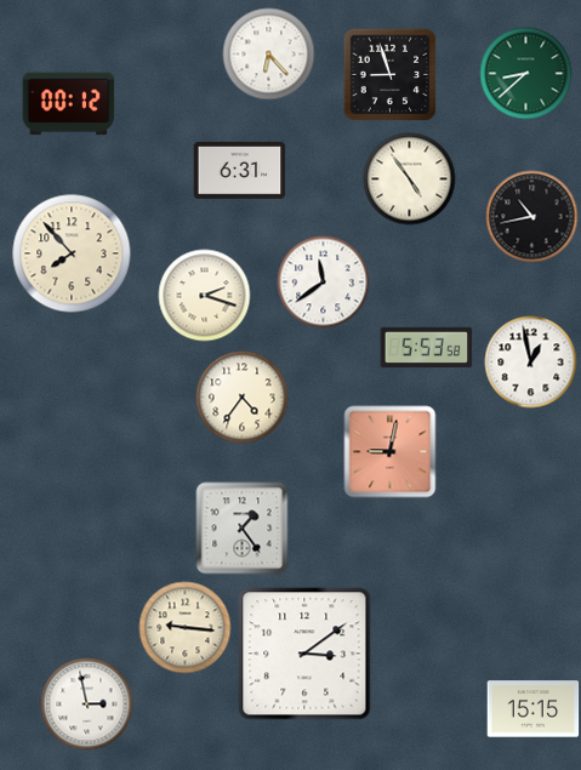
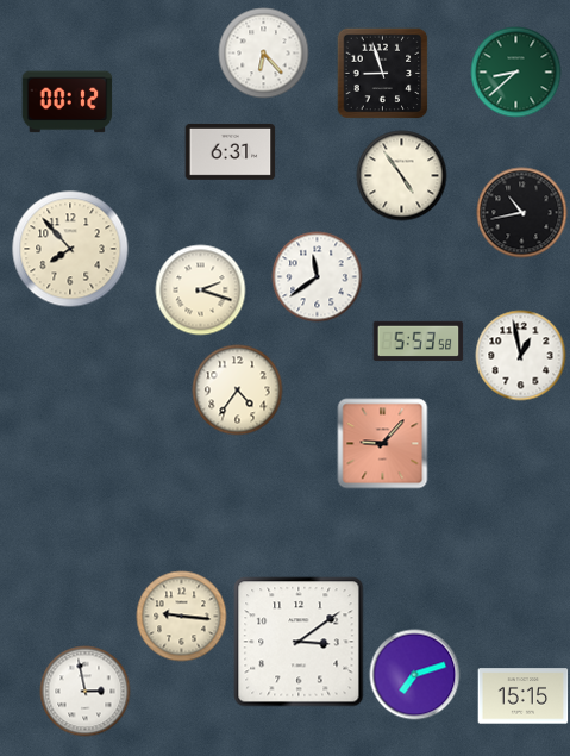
clock at (240, 170) position: (240, 170) -> (231, 151)
clock at (391, 452): 9:02 -> 9:07
clock at (243, 529): 1:24 -> none
clock at (415, 675): none -> 7:12
